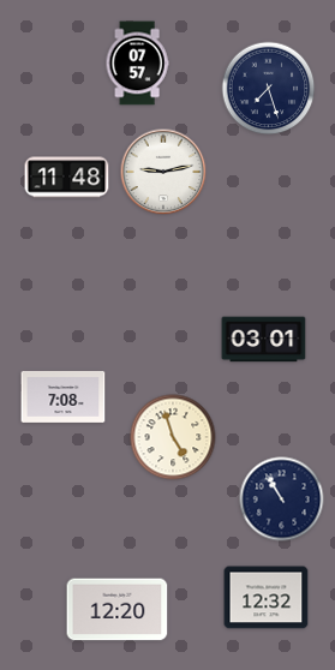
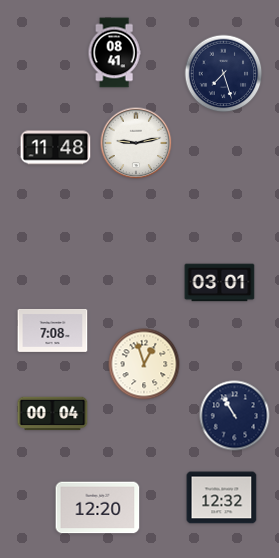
clock at (137, 64): 07:57 -> 08:41
clock at (173, 437): 4:57 -> 12:57
clock at (53, 414): none -> 00:04
